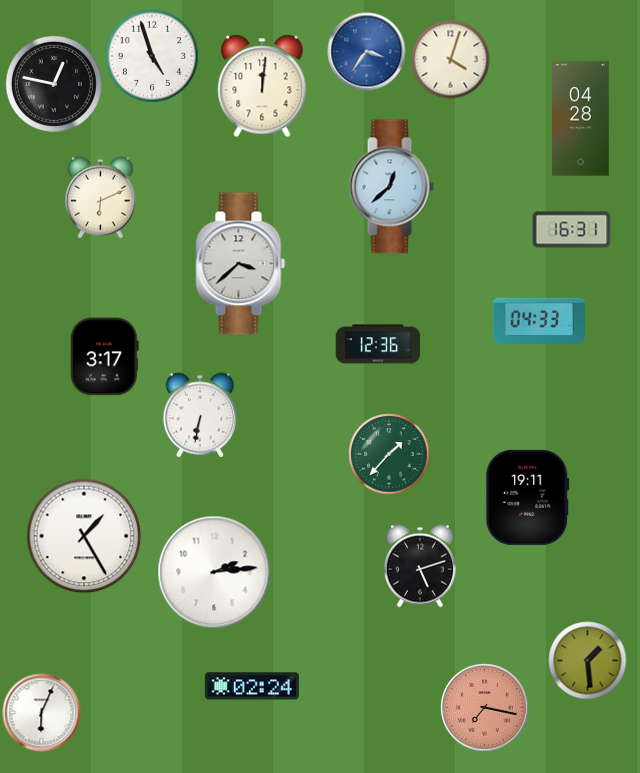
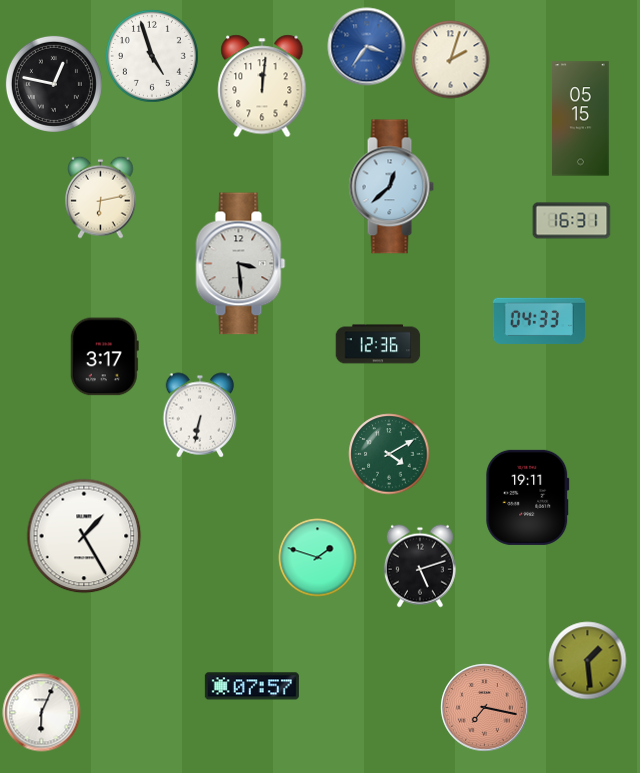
clock at (366, 51) position: (366, 51) -> (366, 46)
clock at (450, 59): 4:03 -> 2:03
clock at (581, 119): 04:28 -> 05:15
clock at (101, 197): 6:11 -> 6:13
clock at (571, 230) position: (571, 230) -> (571, 221)
clock at (241, 264): 3:38 -> 3:29
clock at (389, 454): 1:37 -> 4:10
clock at (317, 557): none -> 1:48
clock at (214, 572): 2:14 -> none
clock at (252, 686): 02:24 -> 07:57
